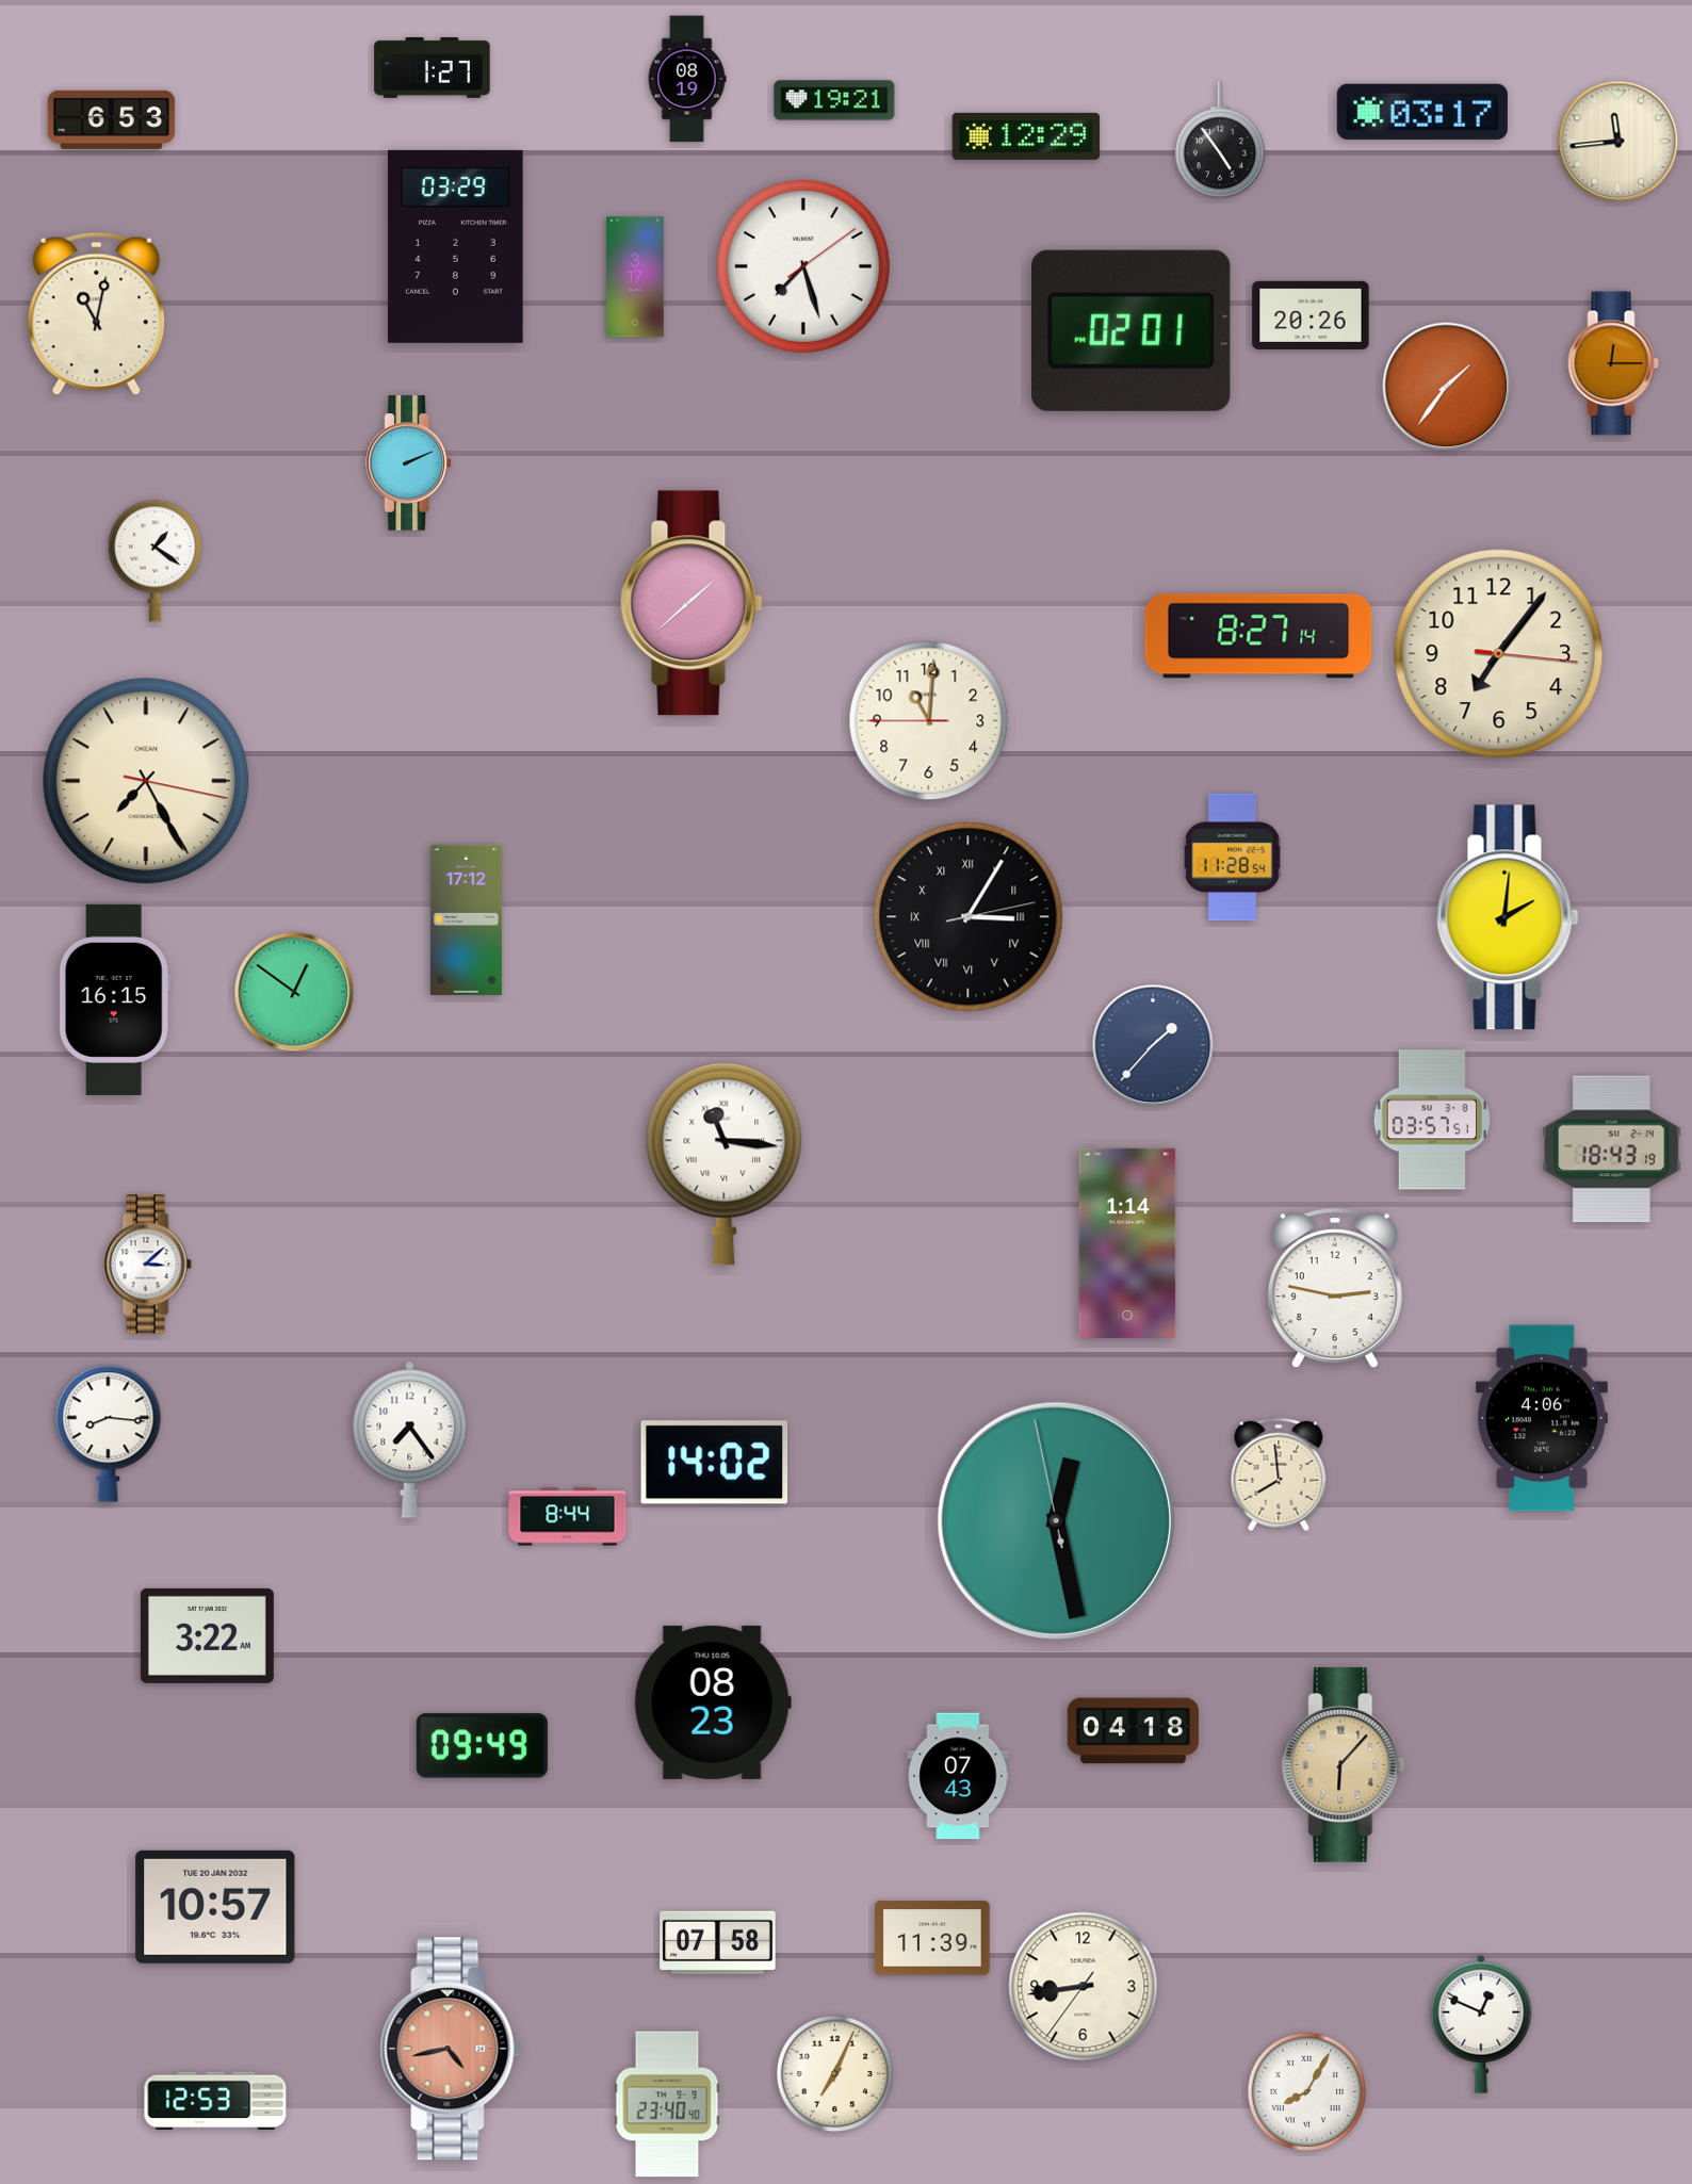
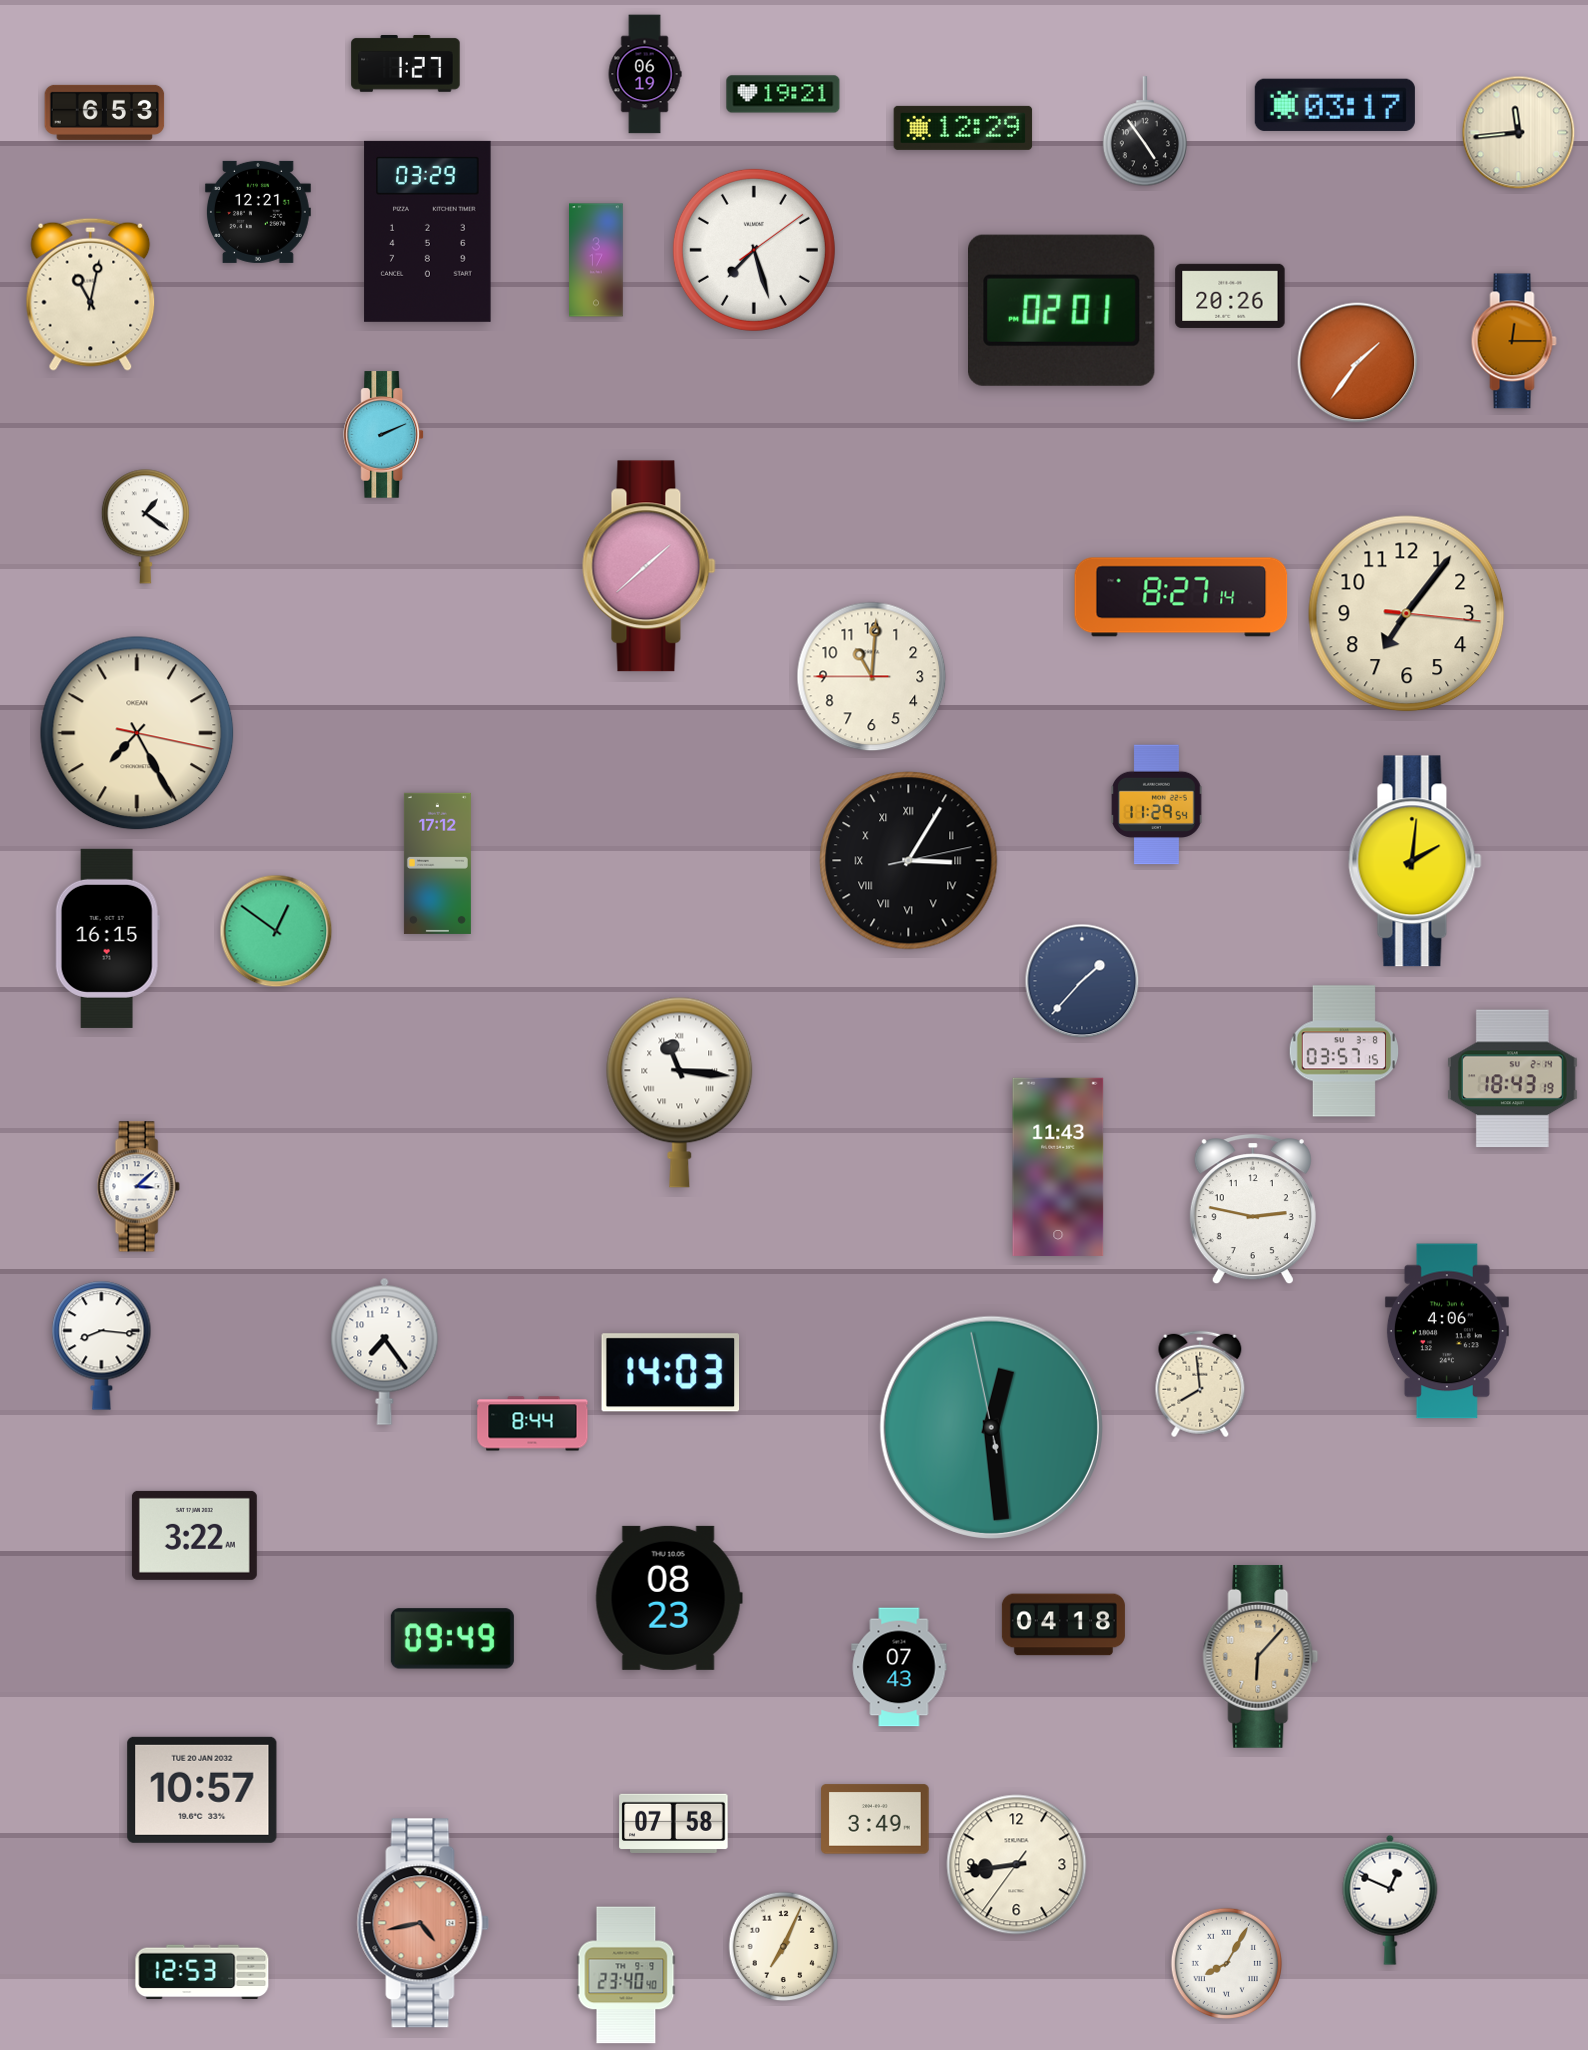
clock at (687, 79): 08:19 -> 06:19
clock at (258, 212): none -> 12:21
clock at (1233, 858): 11:28 -> 11:29
clock at (1431, 1120): 03:57:51 -> 03:57:15
clock at (1127, 1243): 1:14 -> 11:43
clock at (715, 1463): 14:02 -> 14:03
clock at (1056, 1520): 12:27 -> 12:28
clock at (932, 1938): 11:39 -> 3:49
